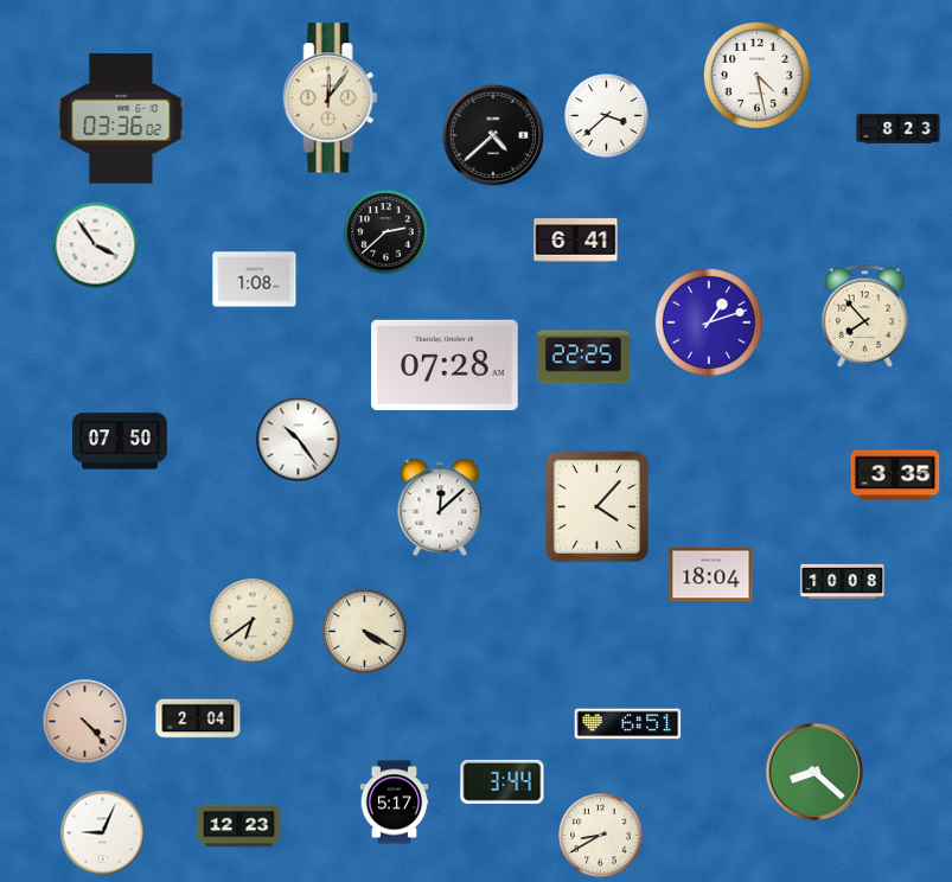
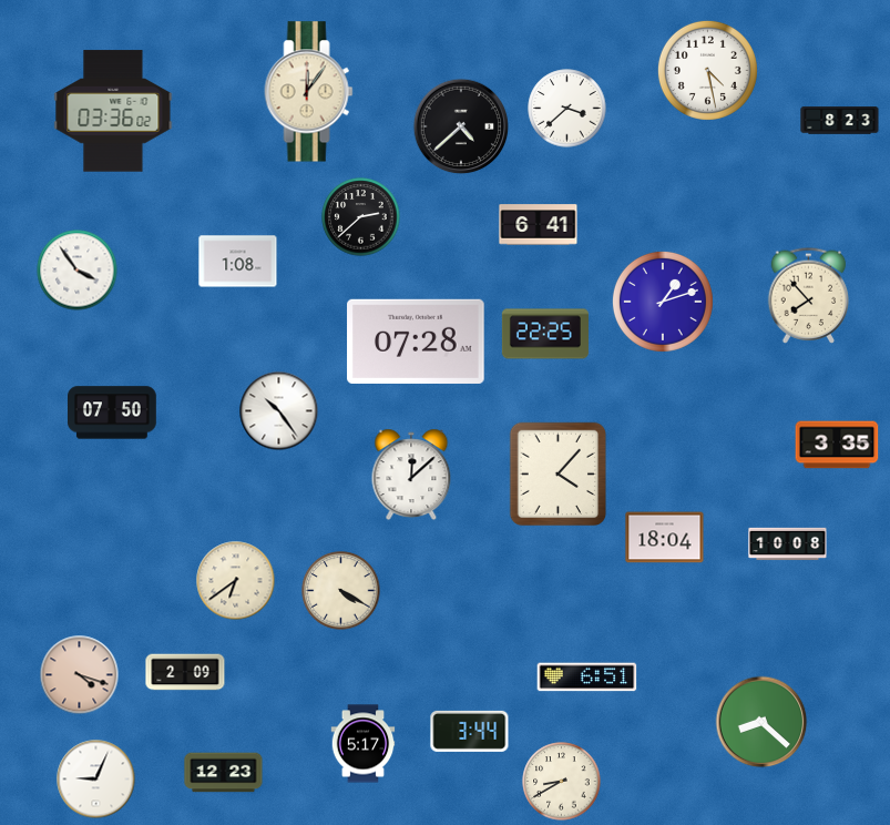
clock at (96, 245) position: (96, 245) -> (78, 271)
clock at (198, 718): 2:04 -> 2:09
clock at (85, 722): 4:23 -> 4:18
clock at (395, 803) position: (395, 803) -> (364, 744)
